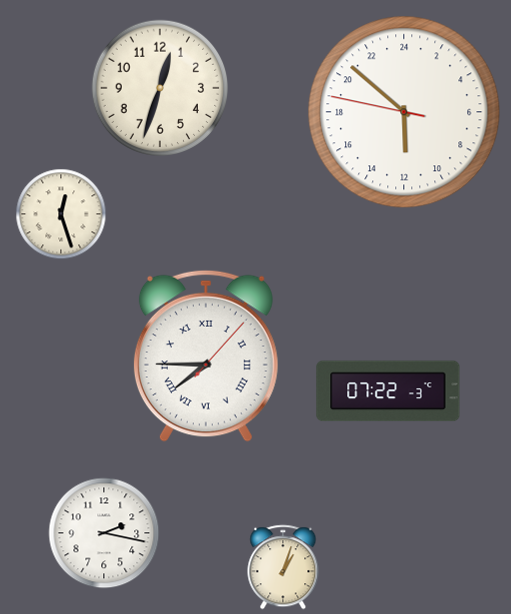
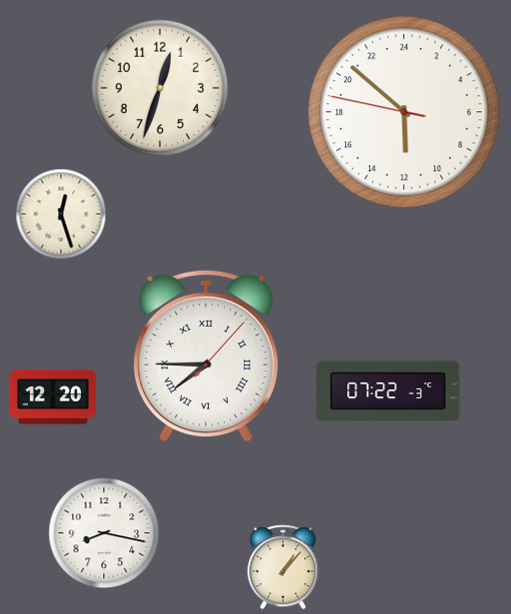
clock at (53, 397): none -> 12:20
clock at (104, 533): 2:17 -> 8:17
clock at (283, 567): 1:03 -> 1:07
